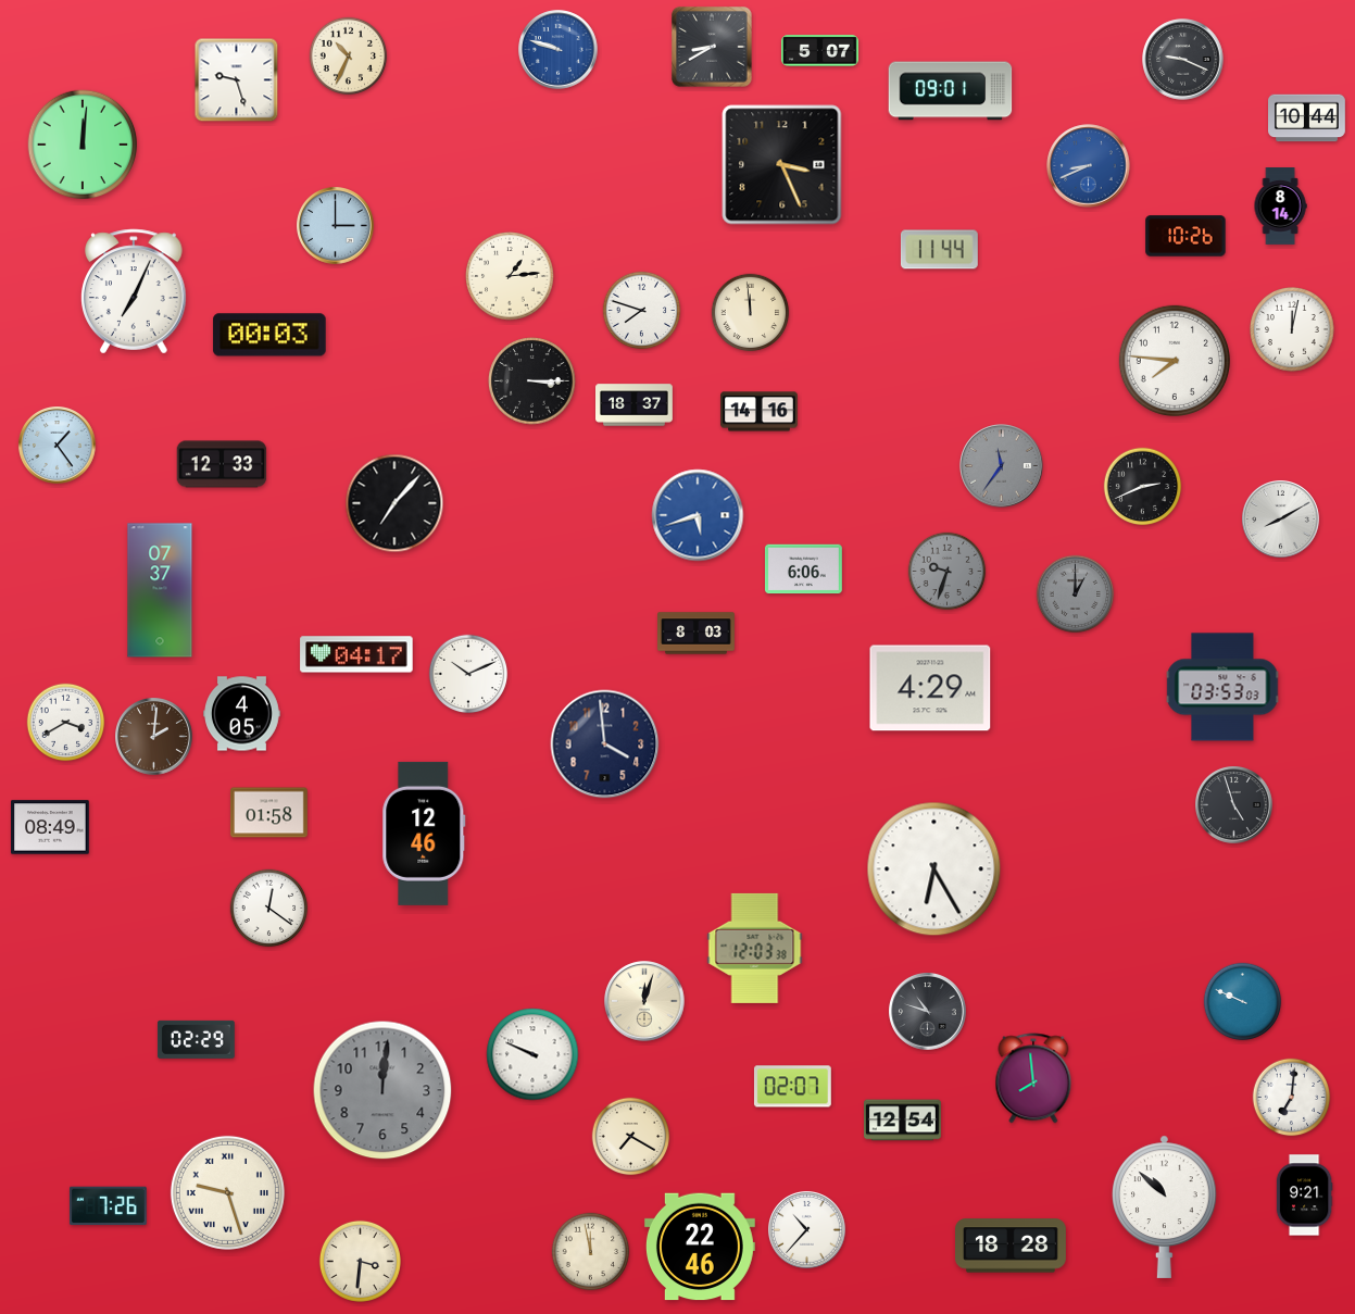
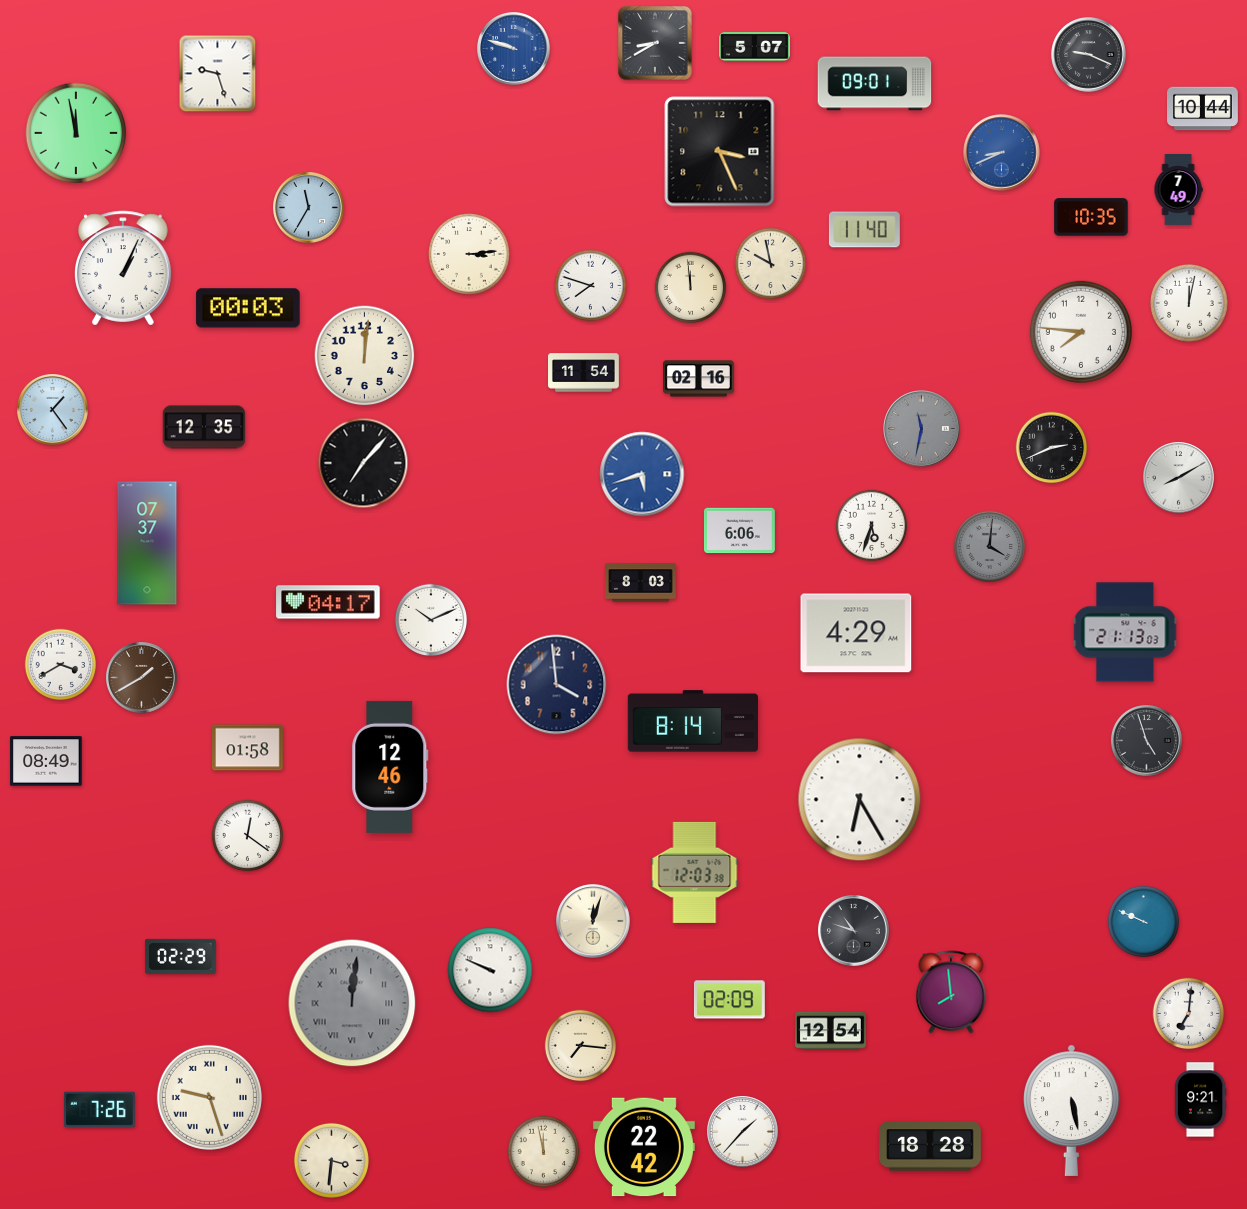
clock at (559, 50) position: (559, 50) -> (514, 49)
clock at (349, 57): 10:34 -> none
clock at (83, 145): 12:01 -> 11:58
clock at (1280, 207): 8:14 -> 7:49
clock at (336, 226): 3:00 -> 11:35
clock at (1185, 236): 10:26 -> 10:35
clock at (939, 250): 11:44 -> 11:40
clock at (510, 276): 1:14 -> 3:14
clock at (771, 264): none -> 9:58
clock at (134, 291): 7:04 -> 1:04
clock at (532, 381): 3:15 -> none
clock at (365, 356): none -> 12:01
clock at (635, 405): 18:37 -> 11:54
clock at (760, 412): 14:16 -> 02:16
clock at (222, 464): 12:33 -> 12:35
clock at (1002, 466): 11:36 -> 11:32
clock at (803, 570) position: (803, 570) -> (739, 531)
clock at (948, 572): 9:33 -> 5:33
clock at (948, 572) dial: grey -> white
clock at (1076, 595): 1:00 -> 4:01
clock at (1222, 687): 03:53 -> 21:13
clock at (242, 714): 4:05 -> none
clock at (154, 737): 2:01 -> 1:40
clock at (693, 721): none -> 8:14
clock at (1234, 805) position: (1234, 805) -> (1147, 741)
clock at (792, 1087): 02:07 -> 02:09
clock at (382, 1090) numerals: Arabic -> Roman
clock at (1292, 1098) position: (1292, 1098) -> (1189, 1014)
clock at (631, 1137): 7:20 -> 7:16
clock at (1165, 1206): 10:52 -> 5:28
clock at (807, 1230): 10:37 -> 1:37
clock at (700, 1247): 22:46 -> 22:42
